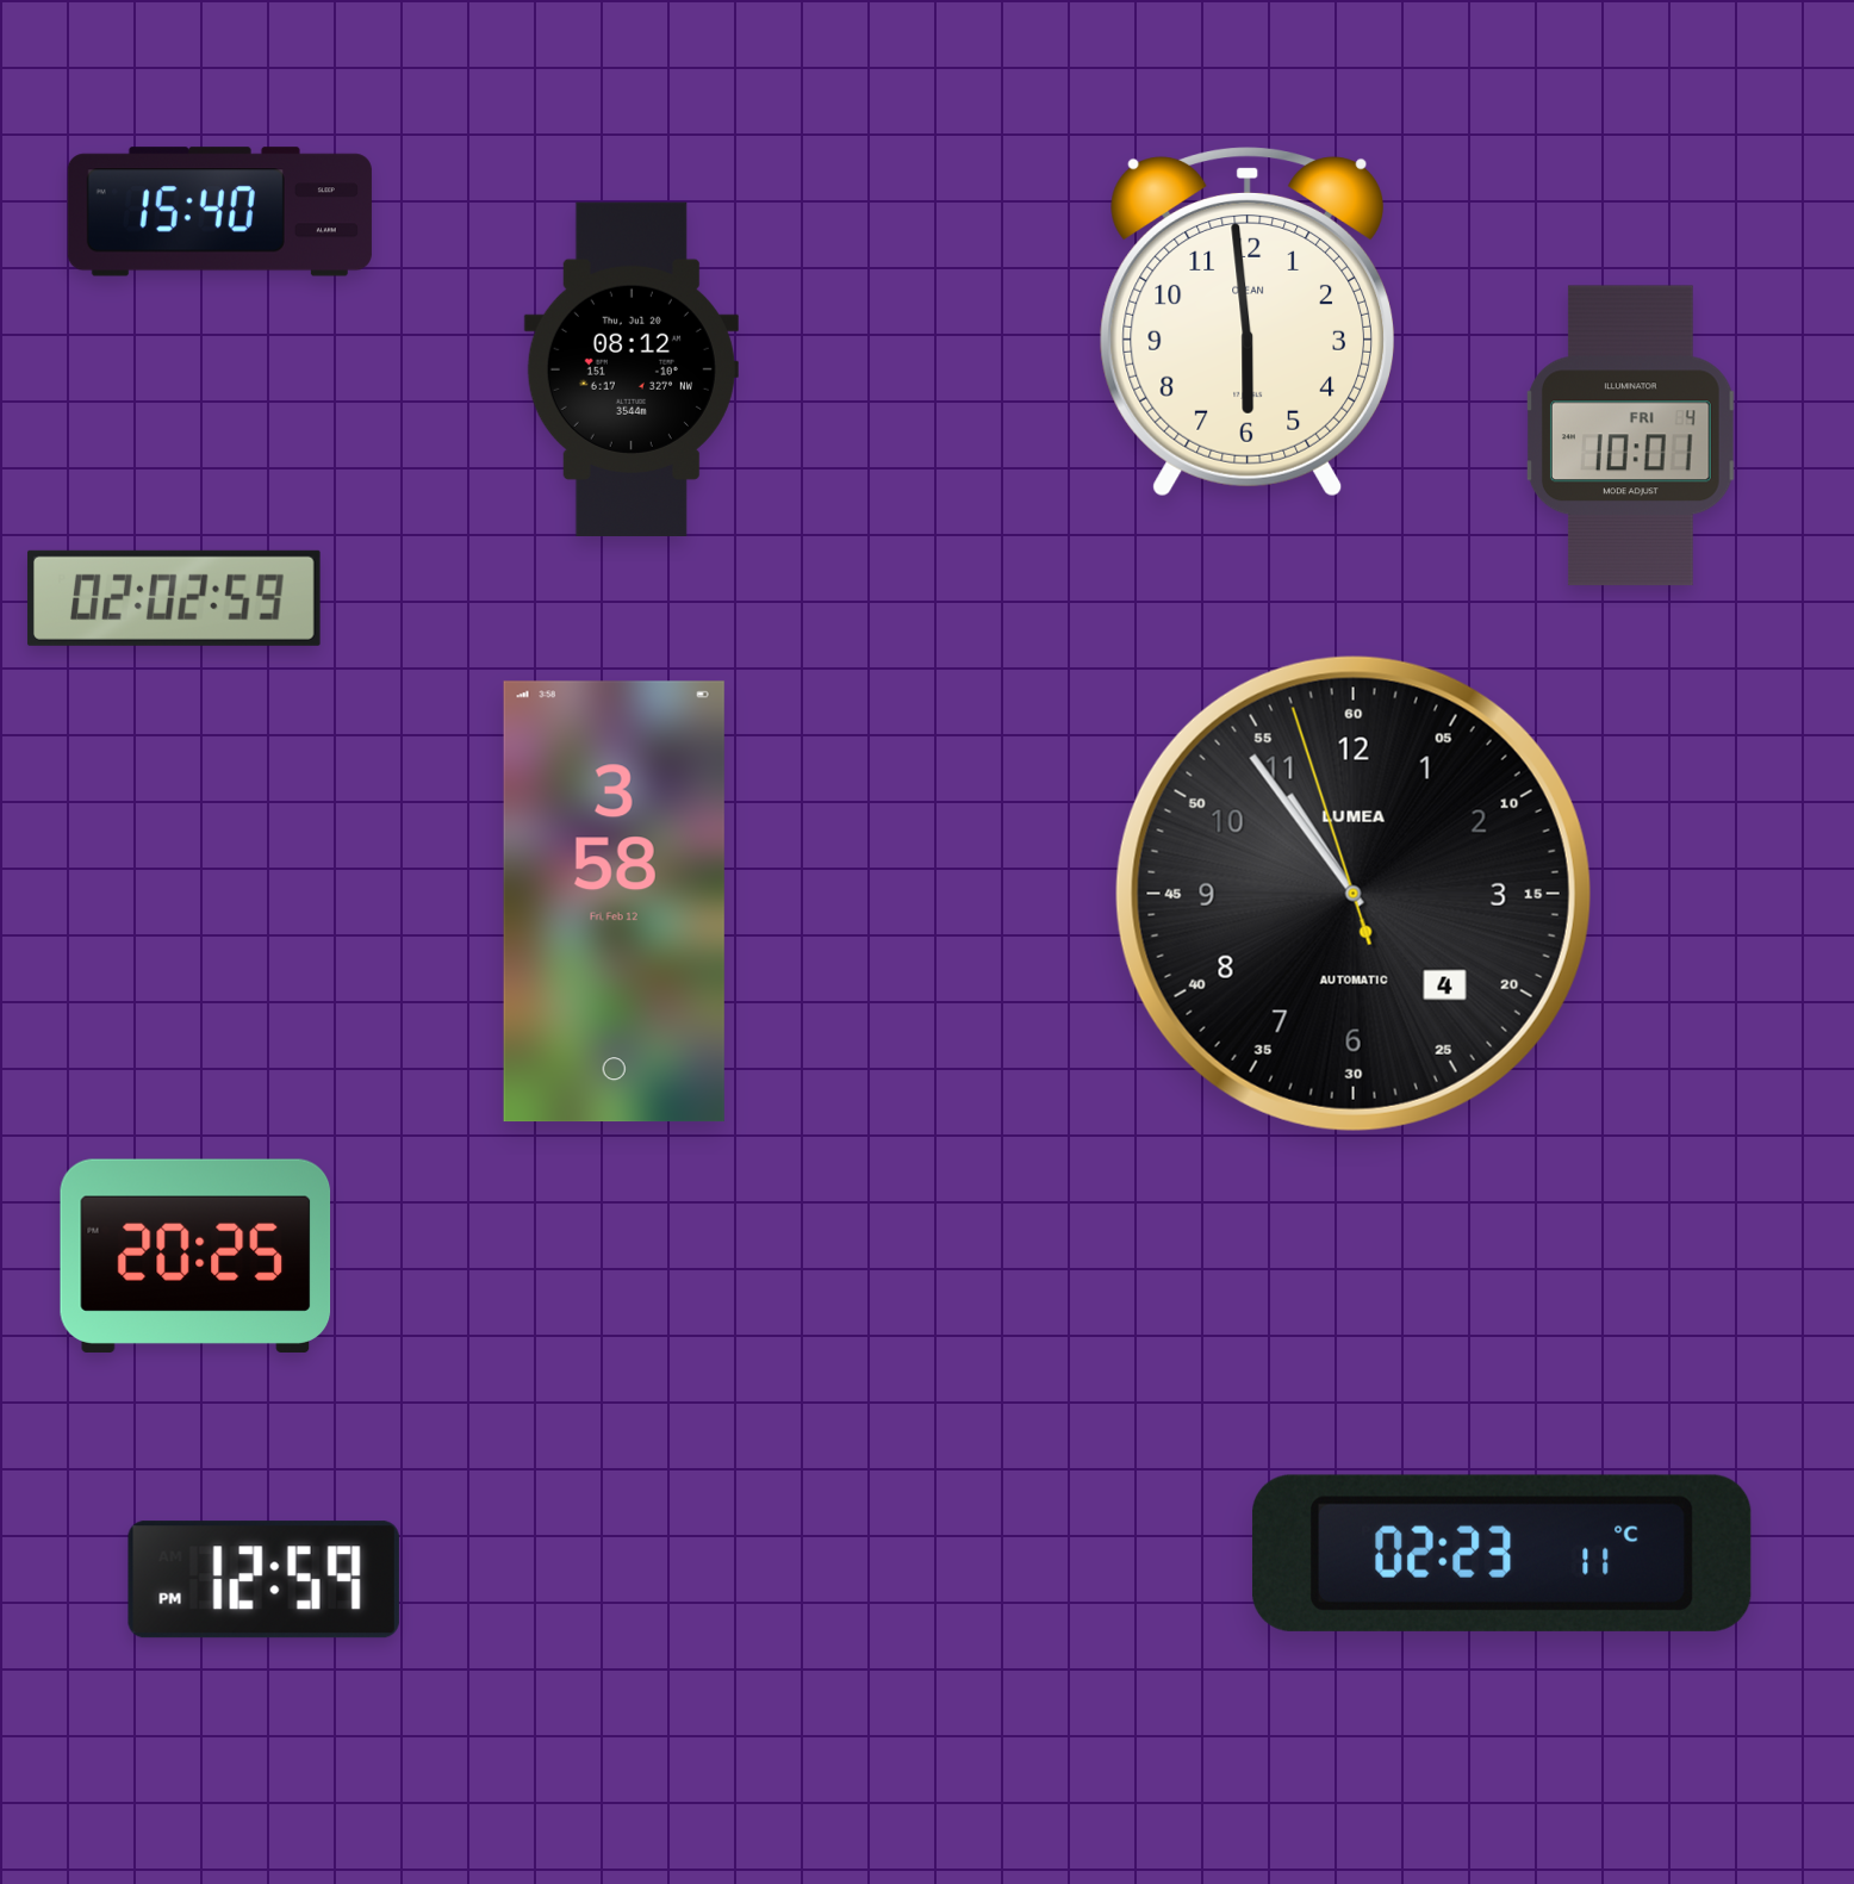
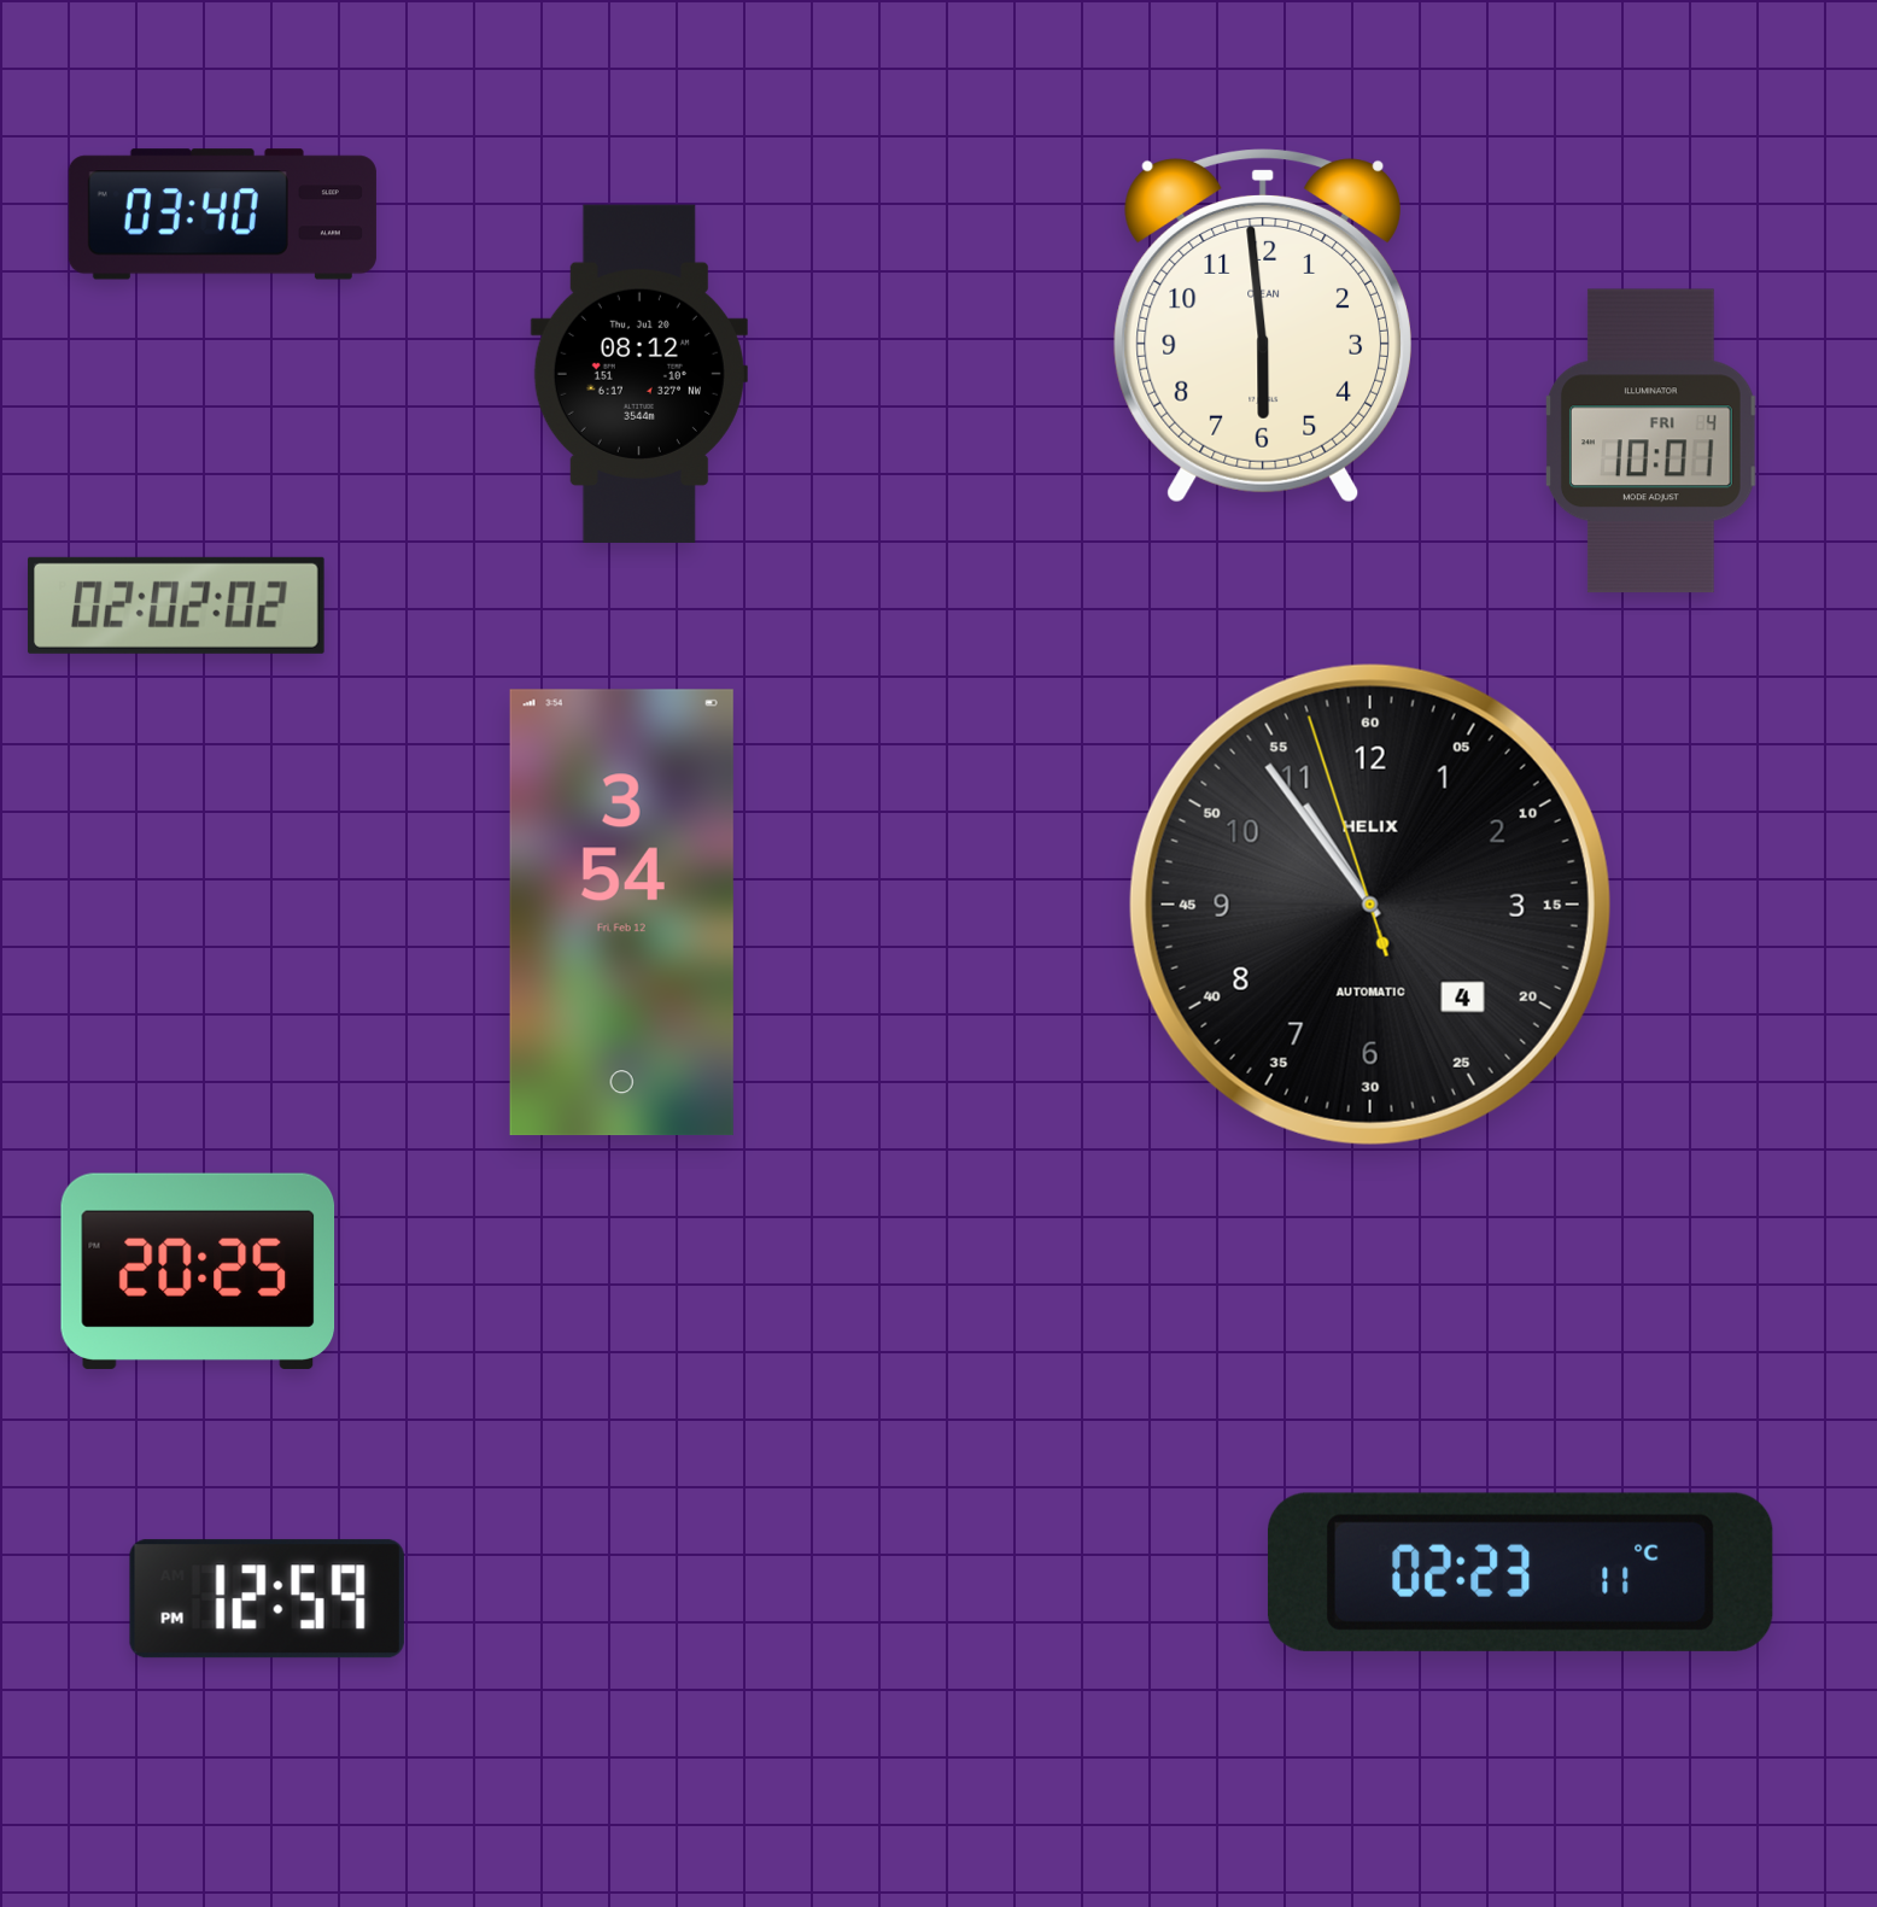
clock at (219, 212): 15:40 -> 03:40
clock at (174, 598): 02:02:59 -> 02:02:02
clock at (1354, 894) brand: LUMEA -> HELIX
clock at (614, 902): 3:58 -> 3:54
